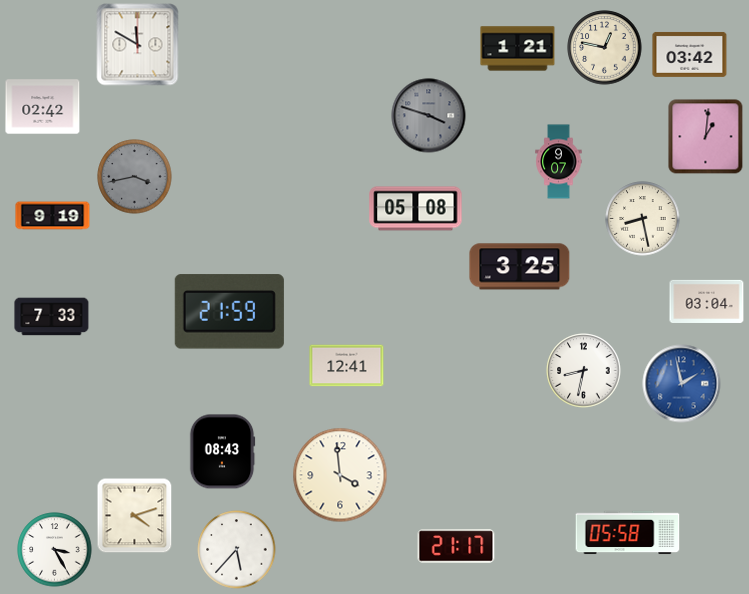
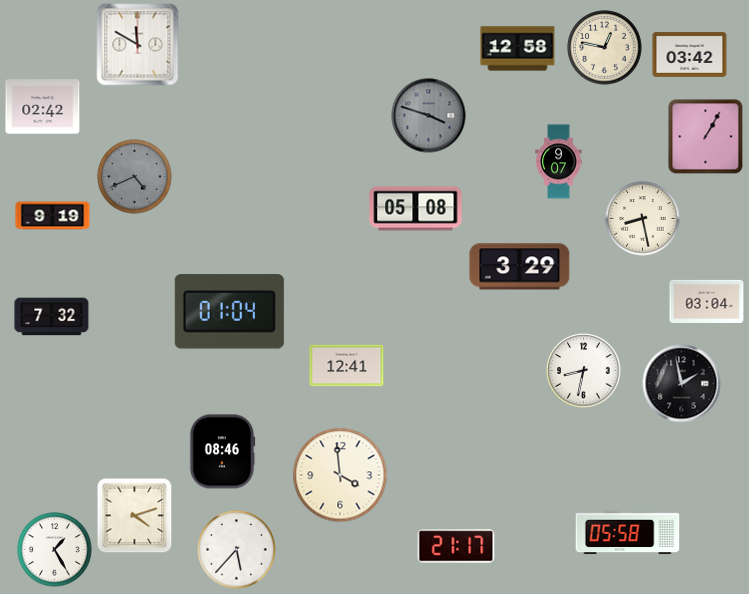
clock at (518, 49): 1:21 -> 12:58
clock at (706, 137): 1:01 -> 1:05
clock at (135, 177): 3:43 -> 4:41
clock at (520, 267): 3:25 -> 3:29
clock at (229, 312): 21:59 -> 01:04
clock at (52, 317): 7:33 -> 7:32
clock at (682, 384) dial: blue -> black
clock at (222, 452): 08:43 -> 08:46
clock at (55, 550): 3:25 -> 1:25
